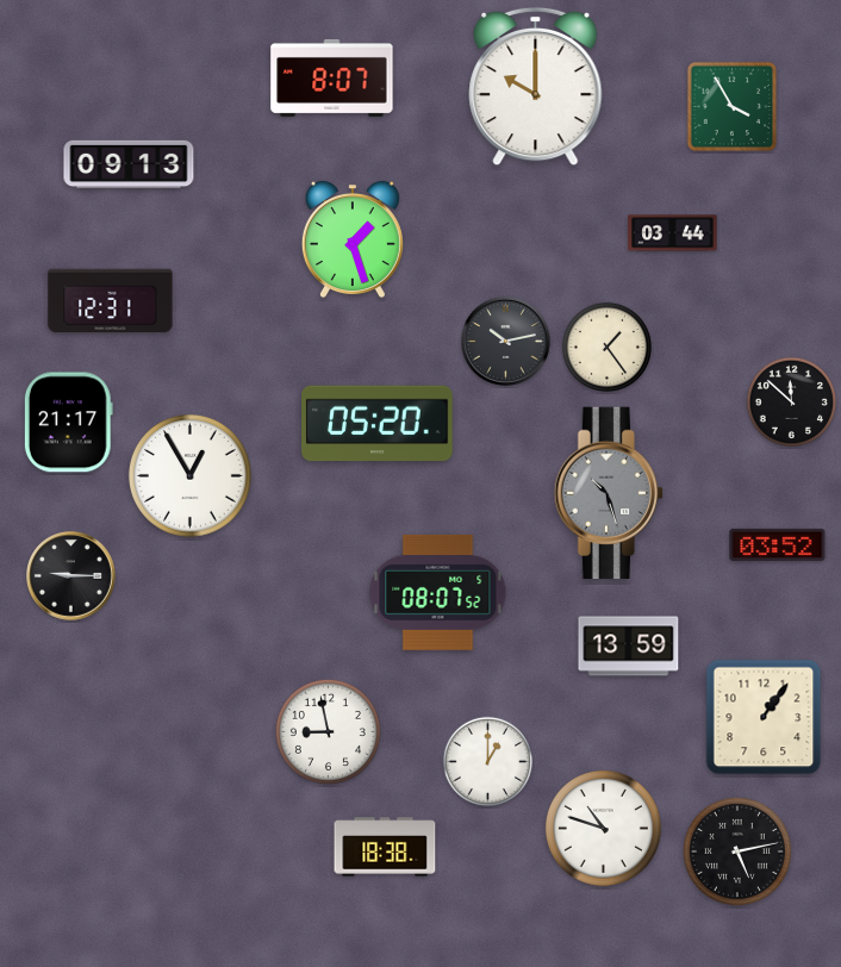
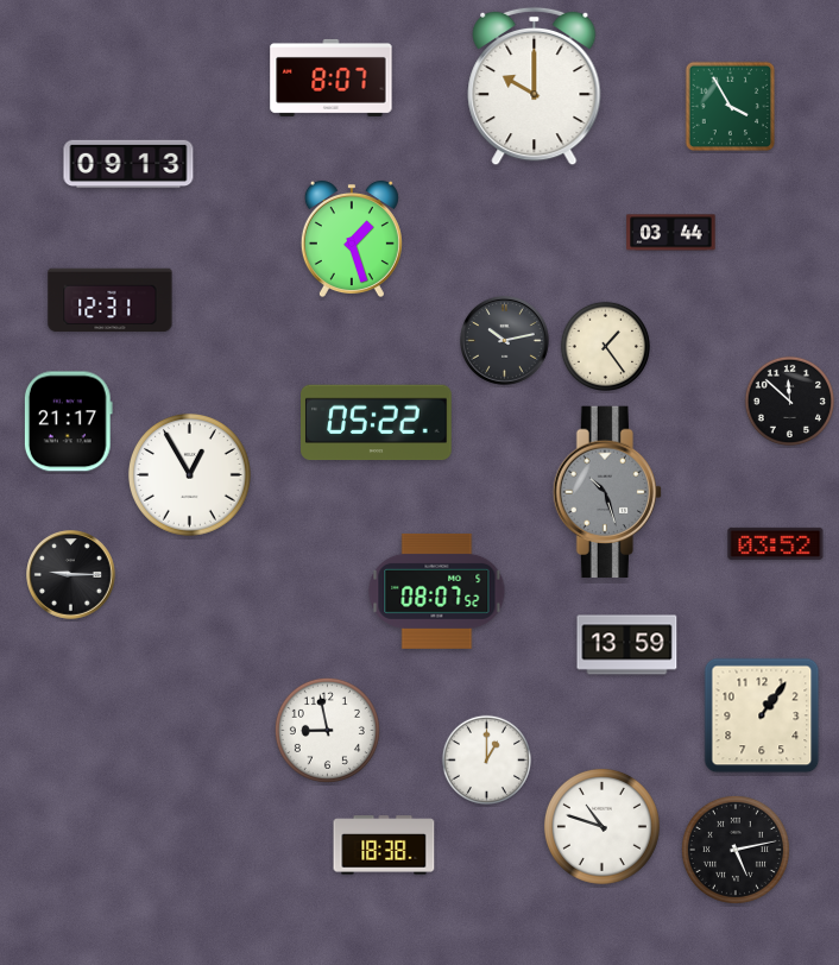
clock at (378, 424): 05:20 -> 05:22
